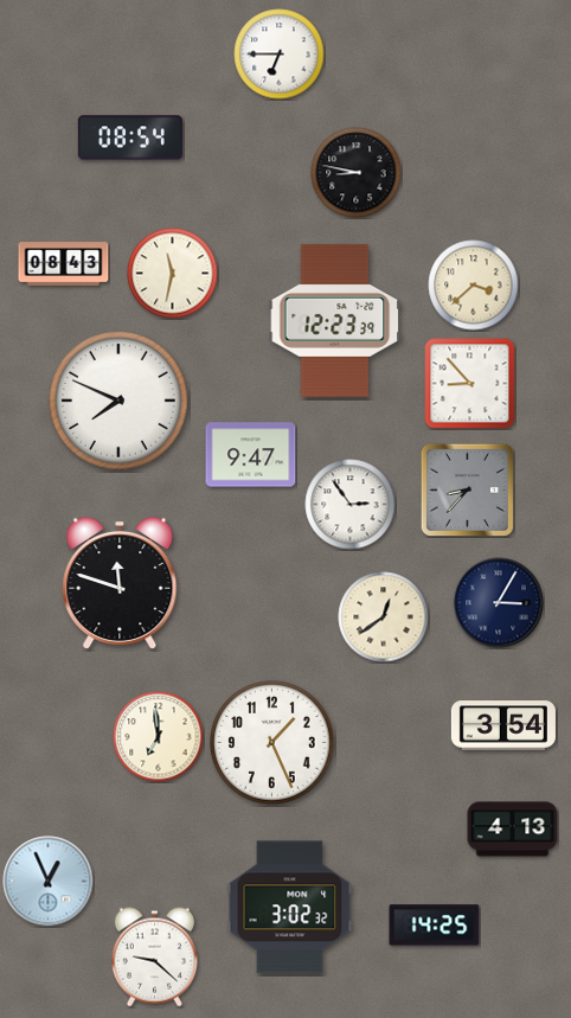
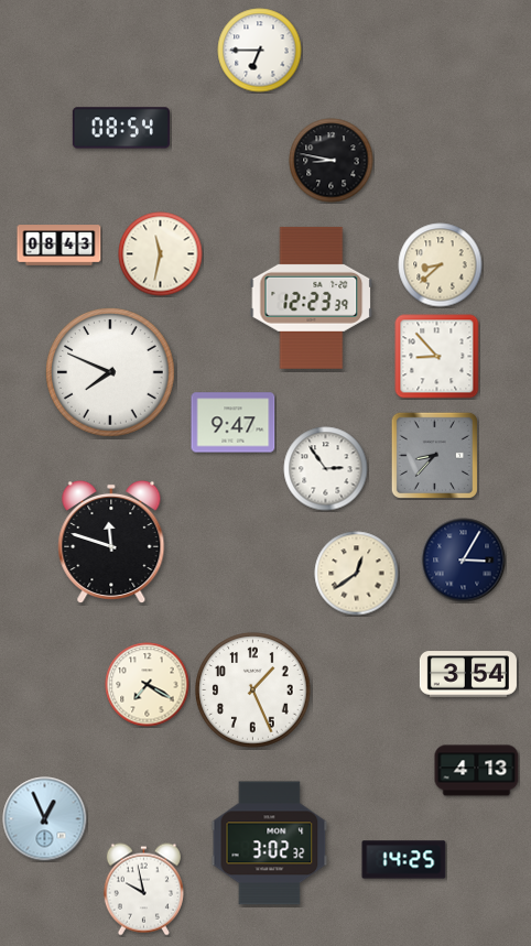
clock at (474, 286): 3:38 -> 8:38
clock at (159, 737): 6:59 -> 7:20
clock at (154, 958): 9:22 -> 9:58
